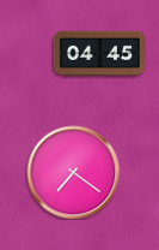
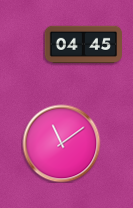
clock at (73, 172): 7:21 -> 11:09
